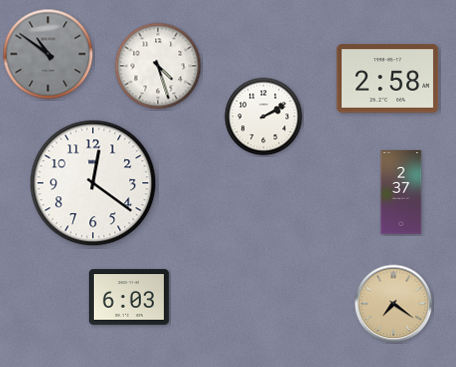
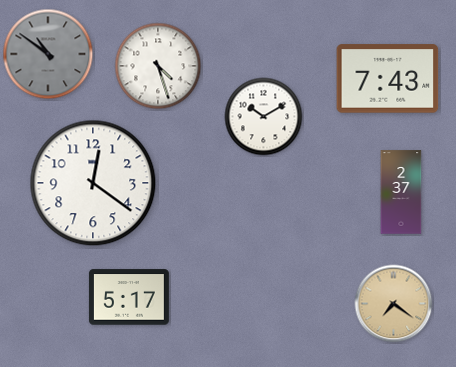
clock at (388, 79): 2:58 -> 7:43
clock at (264, 117): 2:10 -> 10:10
clock at (129, 297): 6:03 -> 5:17
